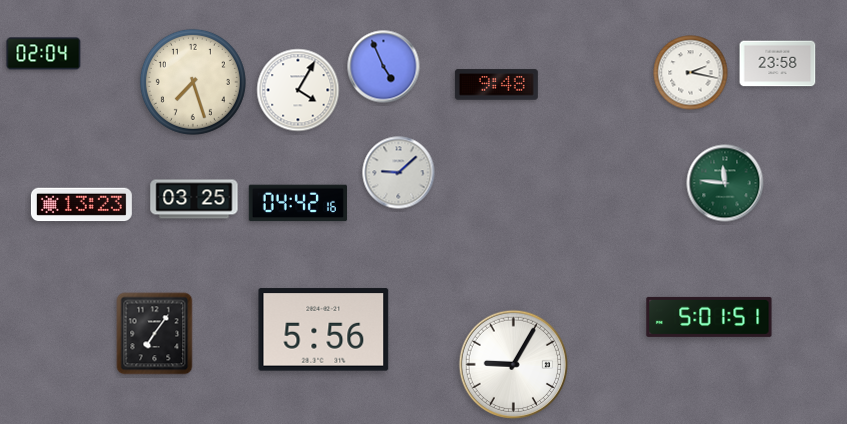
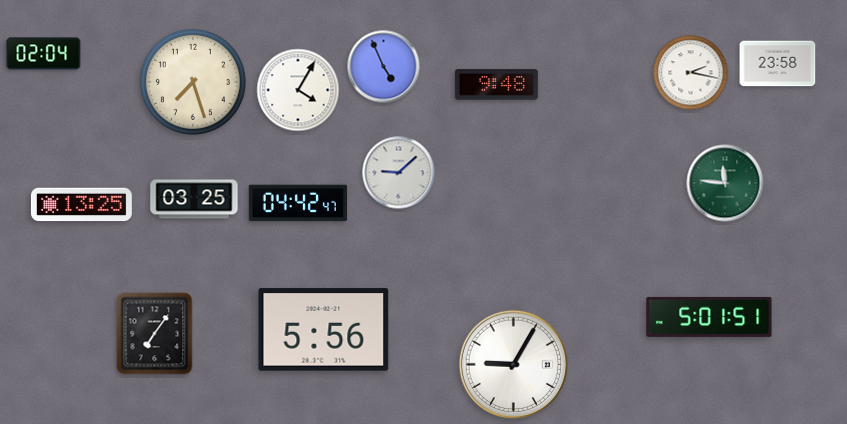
clock at (297, 203): 04:42:16 -> 04:42:47
clock at (81, 205): 13:23 -> 13:25
